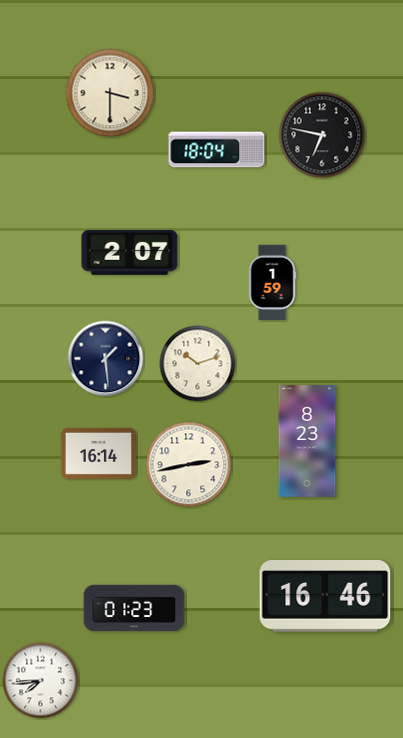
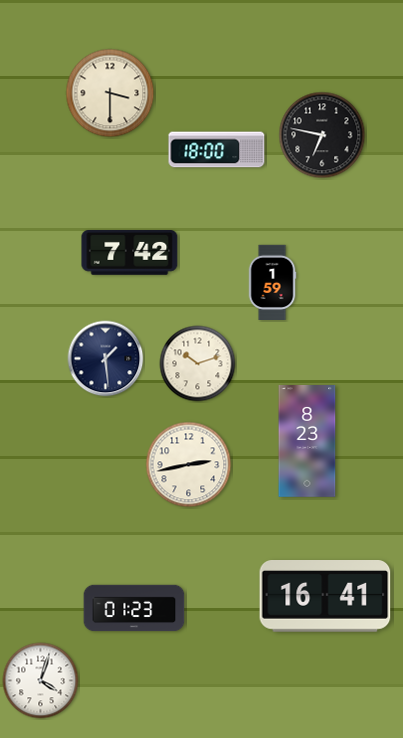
clock at (217, 150): 18:04 -> 18:00
clock at (130, 253): 2:07 -> 7:42
clock at (98, 453): 16:14 -> none
clock at (325, 597): 16:46 -> 16:41
clock at (41, 681): 7:44 -> 4:03
